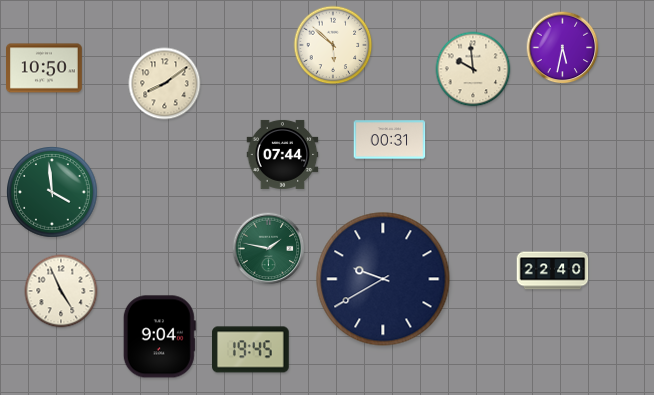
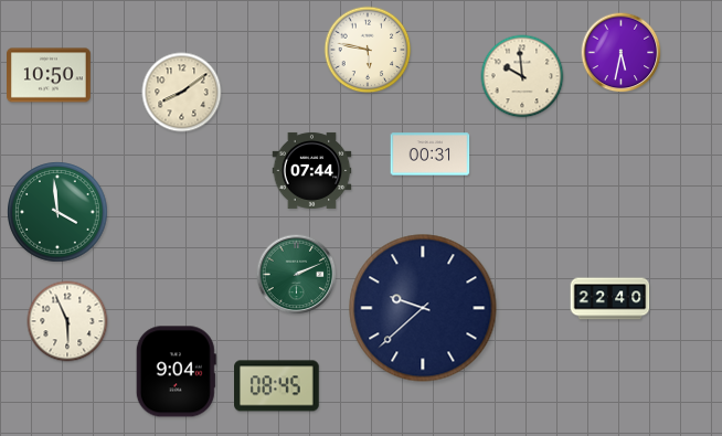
clock at (333, 45): 5:52 -> 5:47
clock at (269, 249): 1:47 -> 2:11
clock at (383, 279): 9:40 -> 9:38
clock at (61, 291): 4:56 -> 5:56
clock at (251, 350): 19:45 -> 08:45
